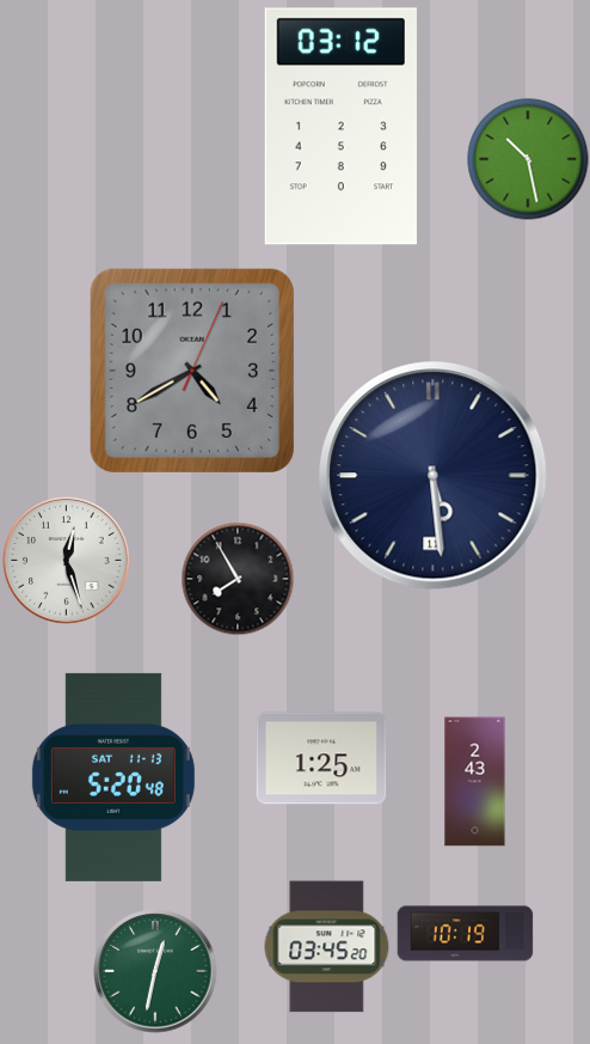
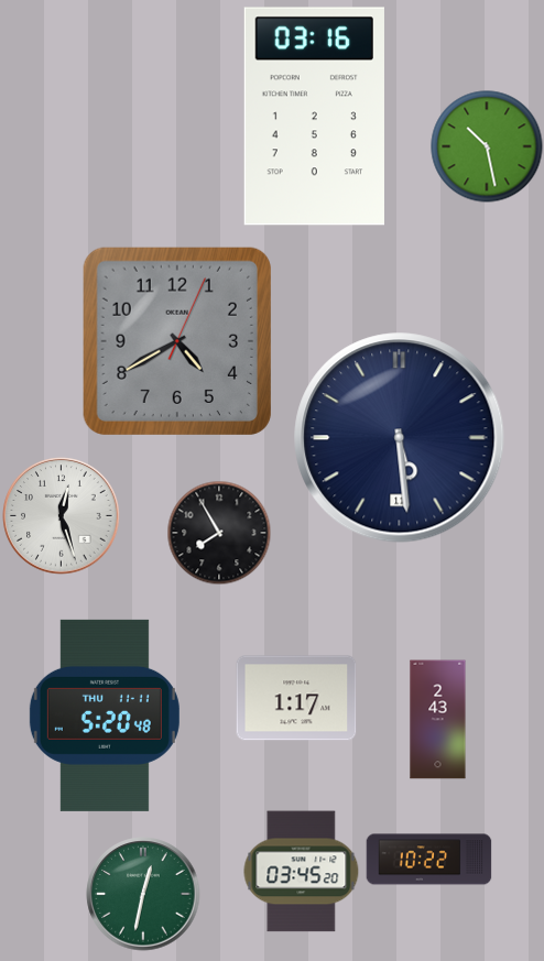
clock at (340, 127): 03:12 -> 03:16
clock at (321, 758): 1:25 -> 1:17
clock at (113, 777) date: SAT 11-13 -> THU 11-11
clock at (466, 934): 10:19 -> 10:22
